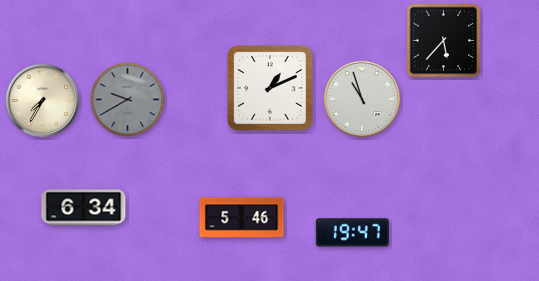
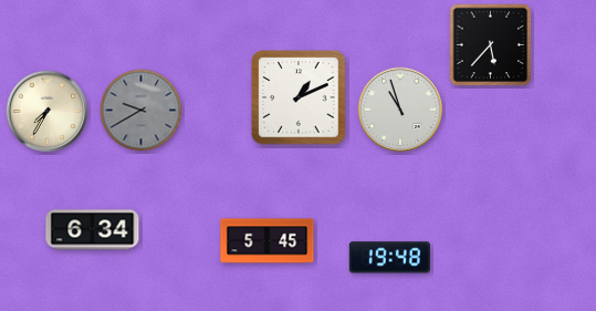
clock at (242, 218): 5:46 -> 5:45
clock at (352, 233): 19:47 -> 19:48
